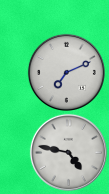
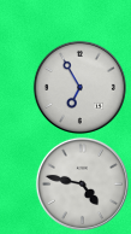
clock at (66, 72): 7:11 -> 6:55
